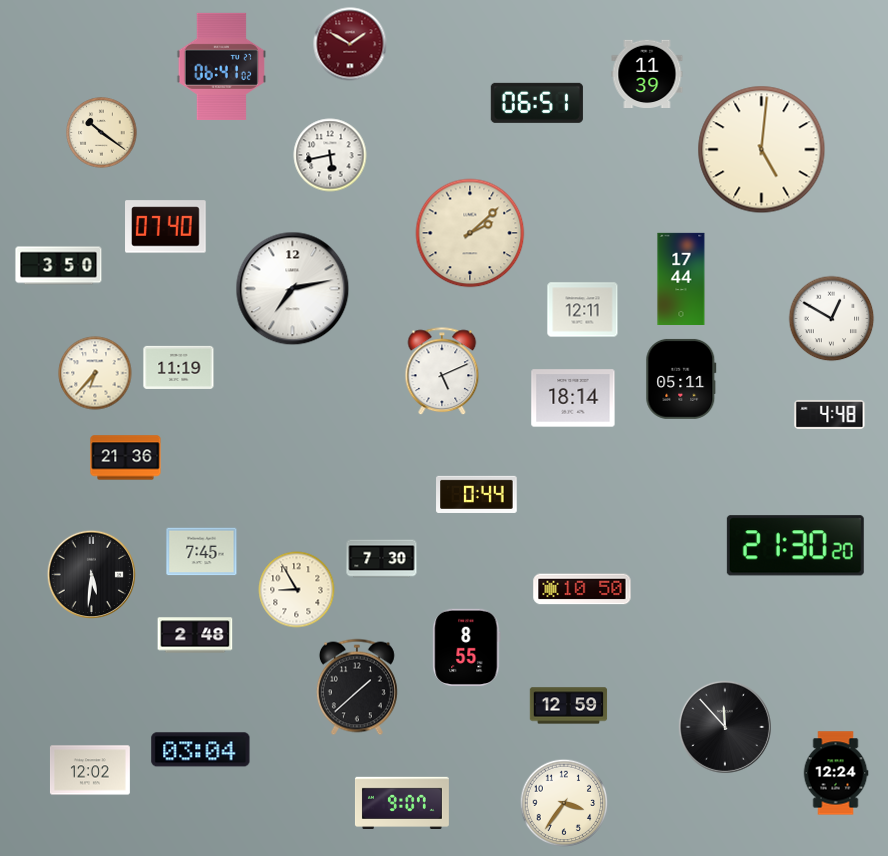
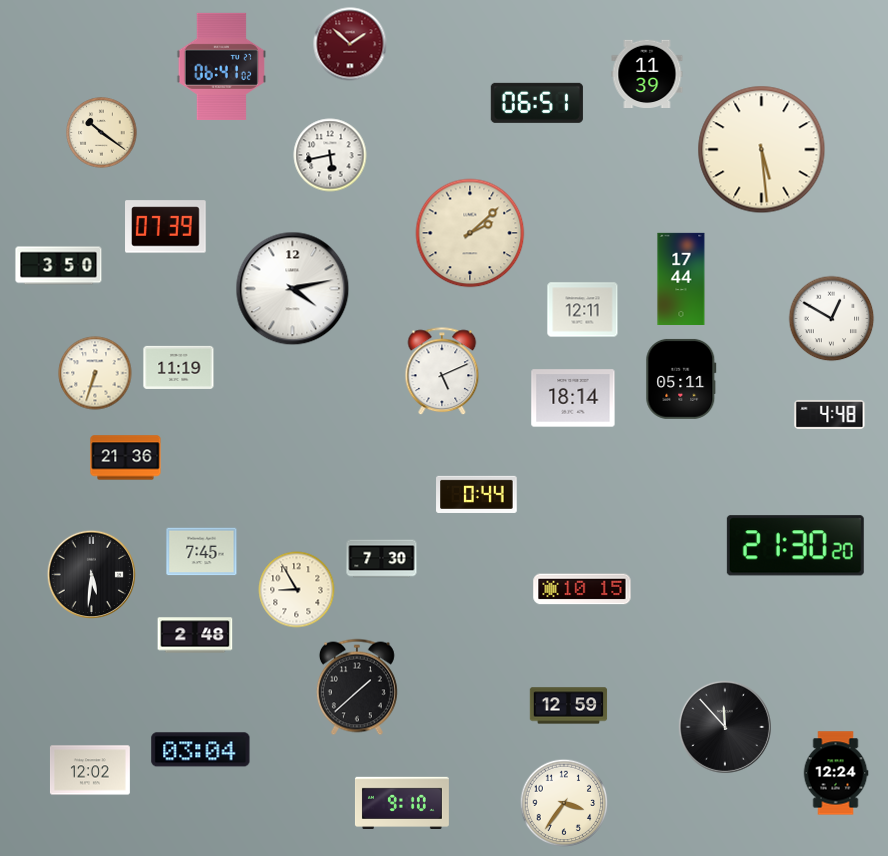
clock at (350, 44): 1:50 -> 1:52
clock at (762, 150): 5:01 -> 5:29
clock at (166, 227): 07:40 -> 07:39
clock at (293, 289): 7:13 -> 4:13
clock at (95, 373): 6:37 -> 6:33
clock at (582, 589): 10:50 -> 10:15
clock at (467, 647): 8:55 -> none
clock at (402, 803): 9:07 -> 9:10
